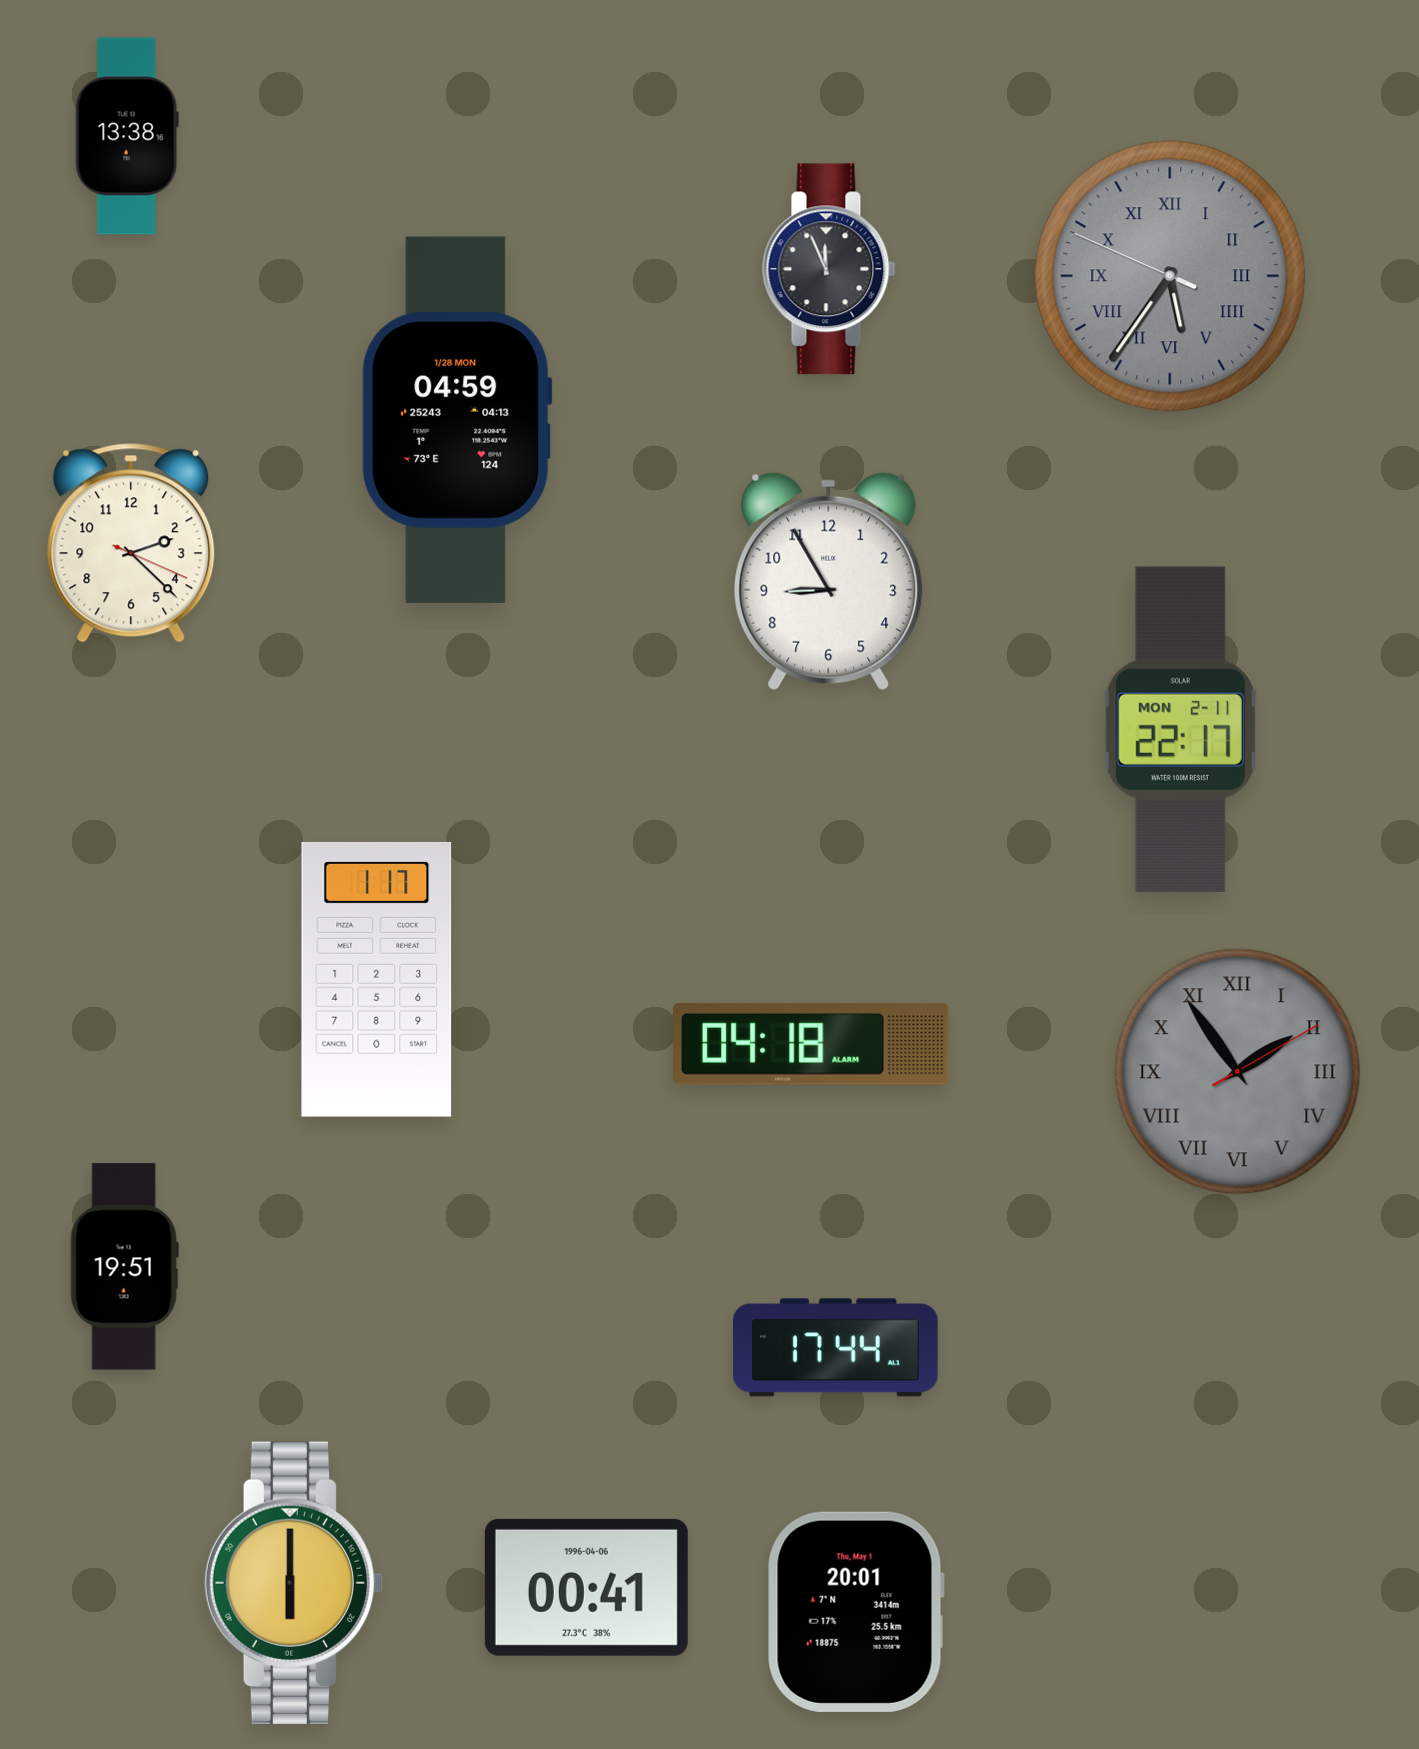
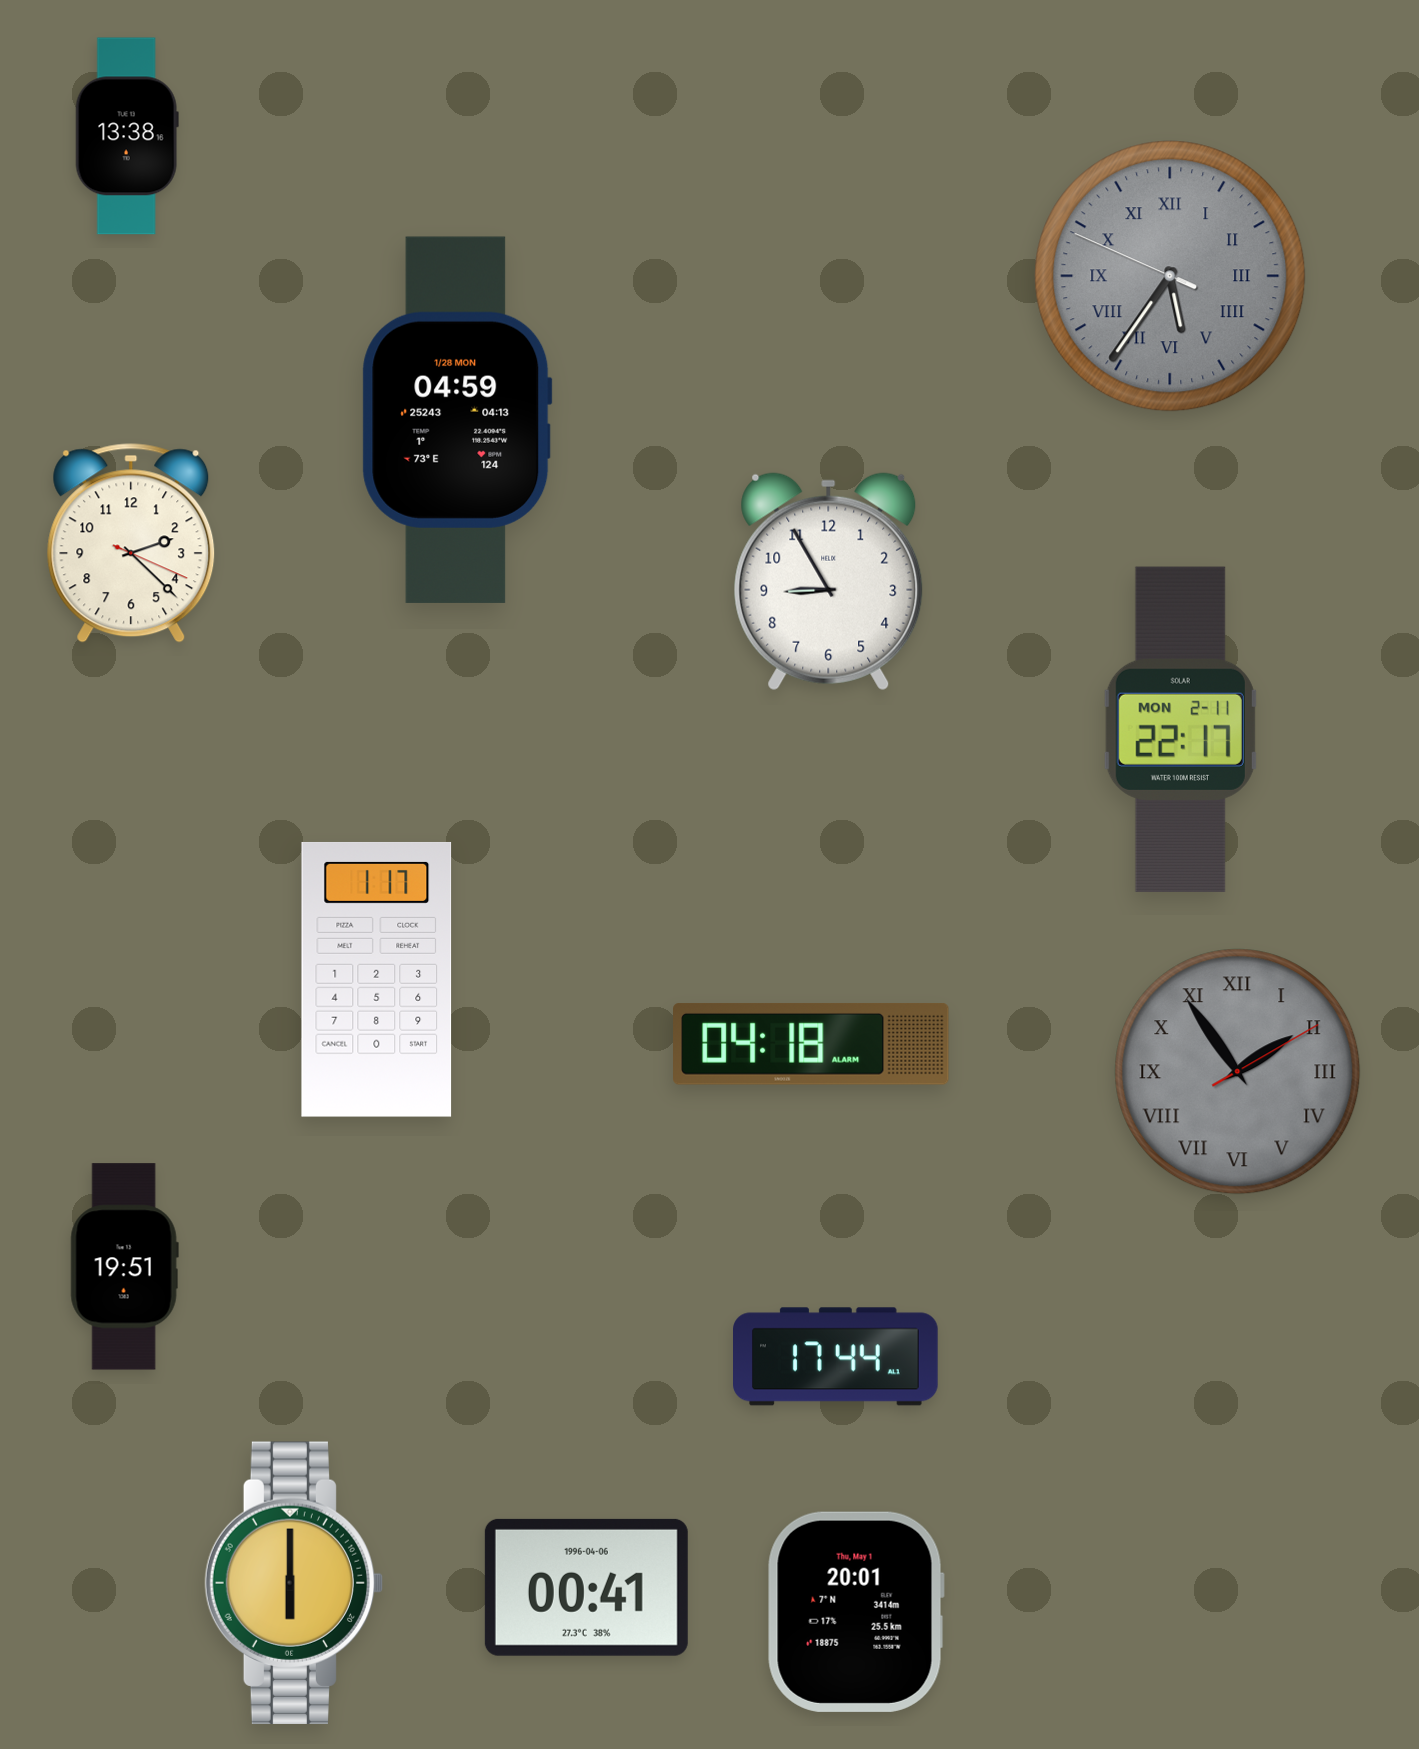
clock at (829, 269): 11:56 -> none
clock at (836, 1348) position: (836, 1348) -> (836, 1357)
